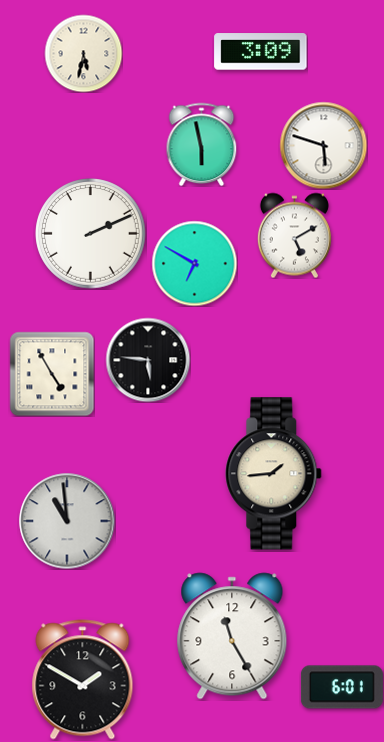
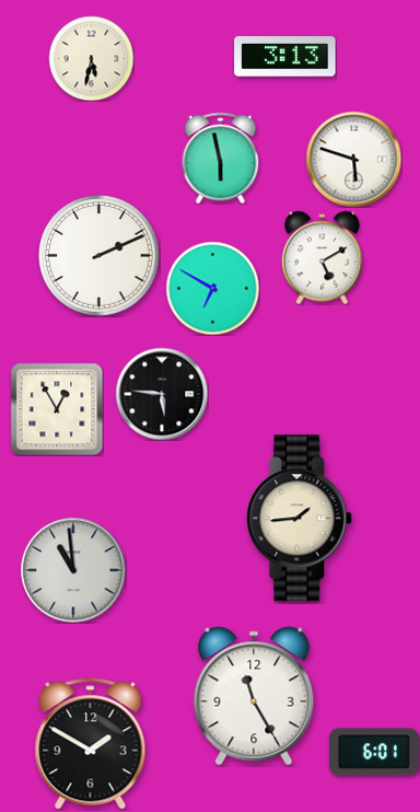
clock at (261, 52): 3:09 -> 3:13
clock at (52, 374): 4:55 -> 12:55
